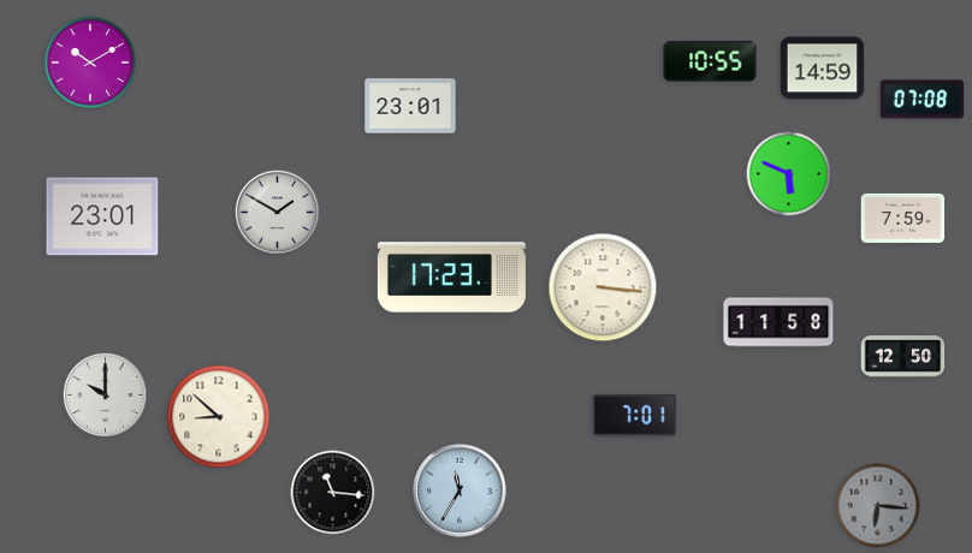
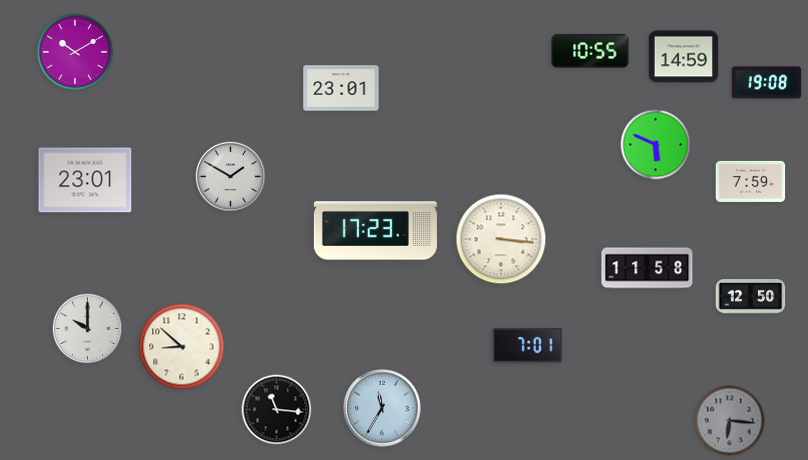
clock at (923, 100): 07:08 -> 19:08
